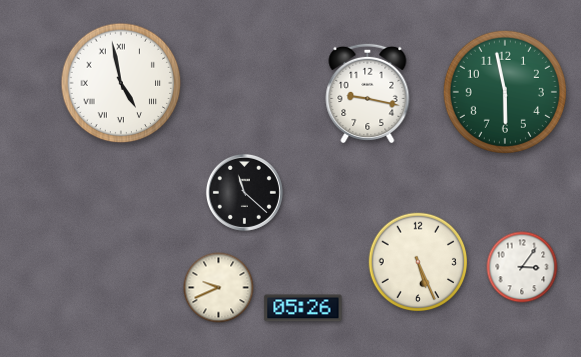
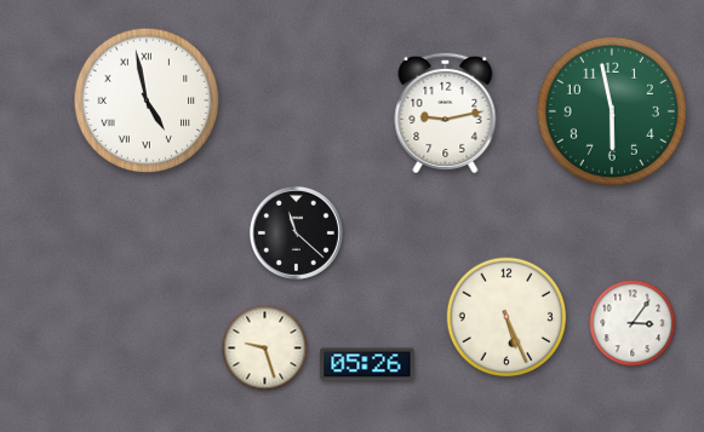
clock at (368, 93): 9:17 -> 9:13
clock at (219, 288): 9:41 -> 9:27
clock at (303, 308) position: (303, 308) -> (367, 364)
